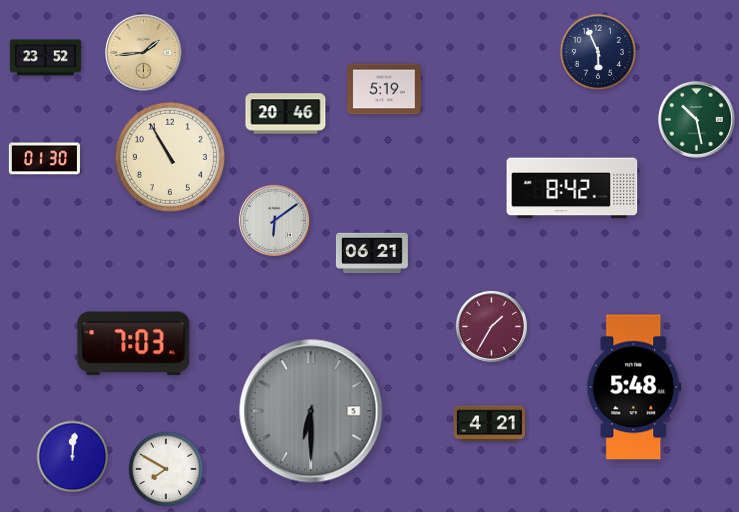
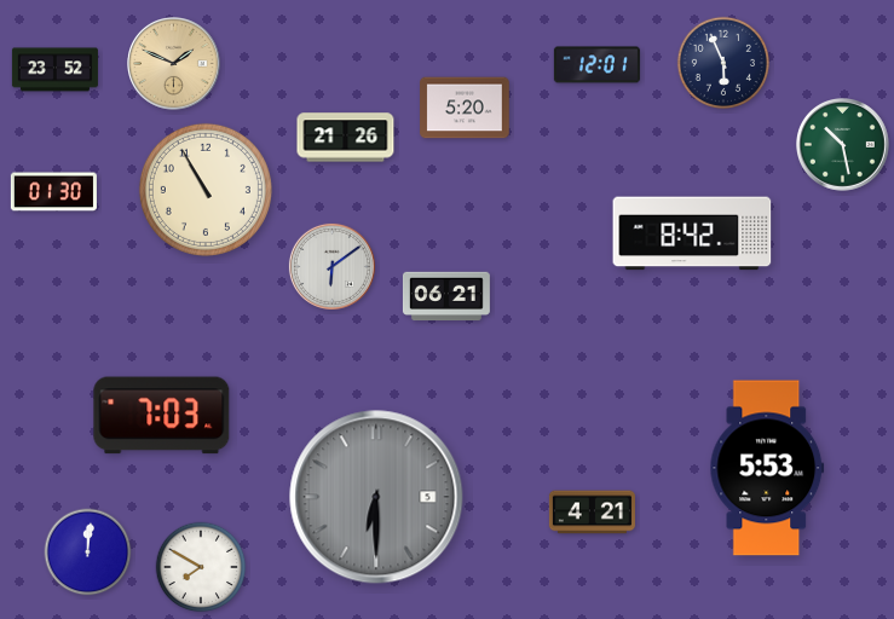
clock at (144, 53): 1:44 -> 1:49
clock at (596, 65): none -> 12:01
clock at (384, 89): 5:19 -> 5:20
clock at (286, 114): 20:46 -> 21:26
clock at (572, 188) position: (572, 188) -> (692, 233)
clock at (372, 253) position: (372, 253) -> (446, 296)
clock at (491, 326): 1:35 -> none
clock at (634, 387): 5:48 -> 5:53
